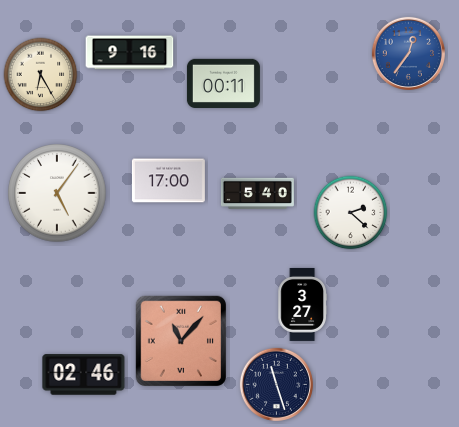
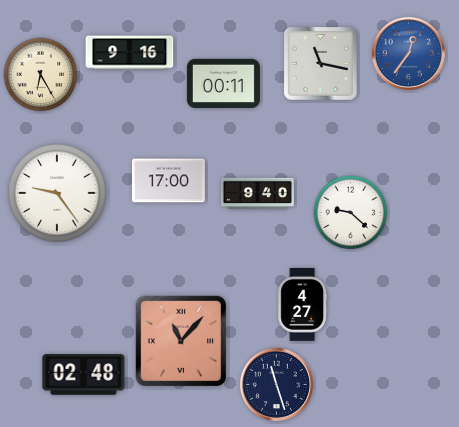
clock at (320, 63): none -> 11:17
clock at (57, 193): 5:06 -> 9:24
clock at (257, 193): 5:40 -> 9:40
clock at (351, 213): 2:22 -> 9:22
clock at (302, 304): 3:27 -> 4:27
clock at (84, 375): 02:46 -> 02:48
